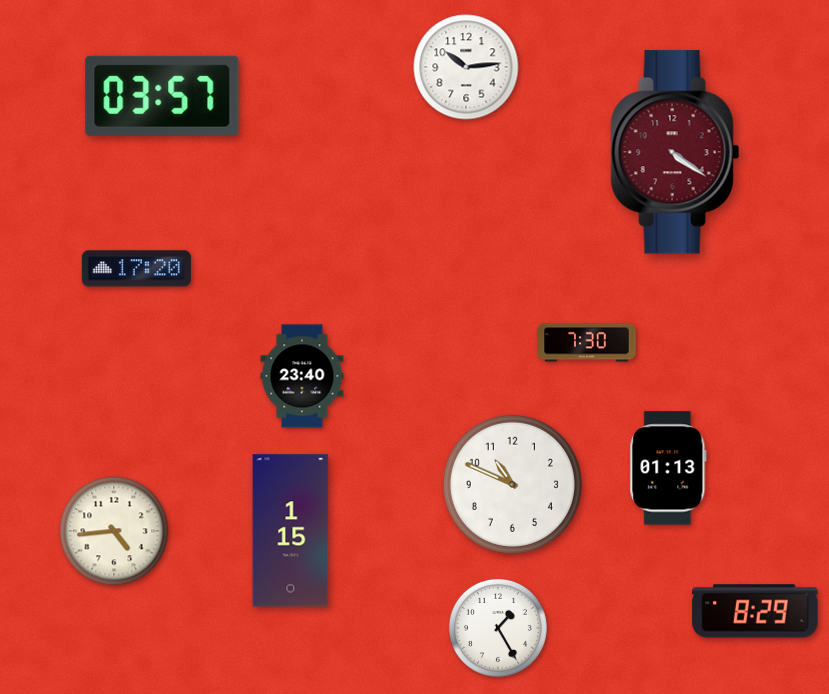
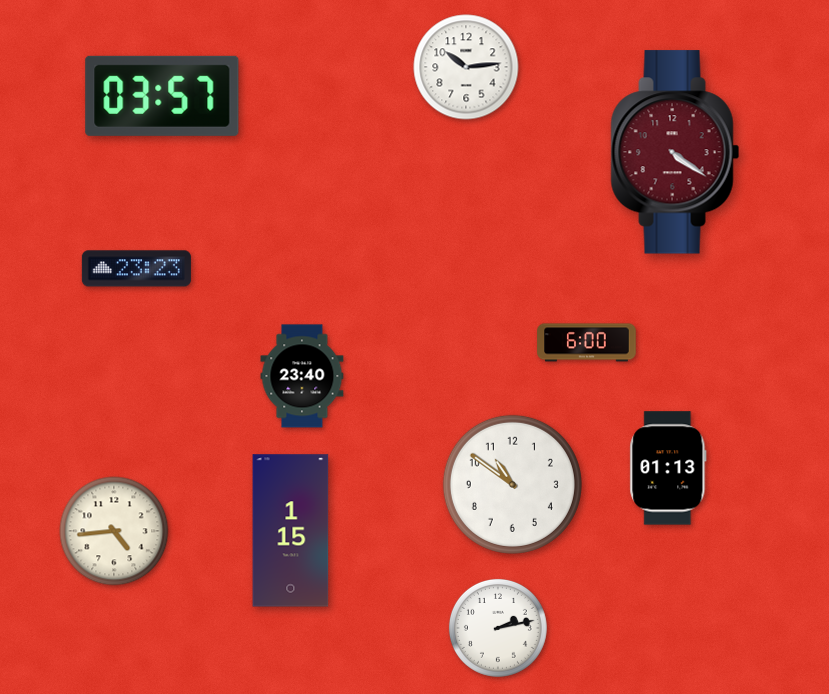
clock at (136, 269): 17:20 -> 23:23
clock at (587, 343): 7:30 -> 6:00
clock at (512, 484): 10:49 -> 10:51
clock at (755, 611): 8:29 -> none
clock at (498, 628): 1:25 -> 2:13
